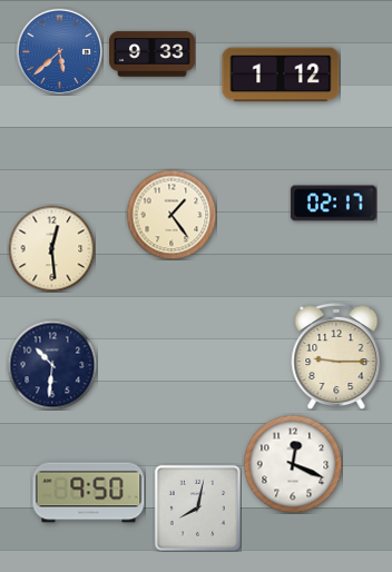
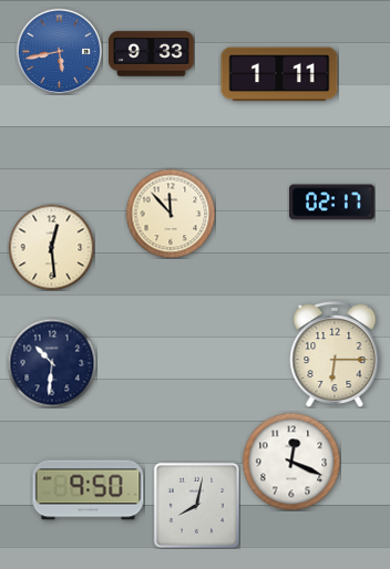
clock at (59, 51): 5:38 -> 5:43
clock at (281, 75): 1:12 -> 1:11
clock at (171, 215): 1:24 -> 11:53
clock at (336, 356): 9:15 -> 6:15
